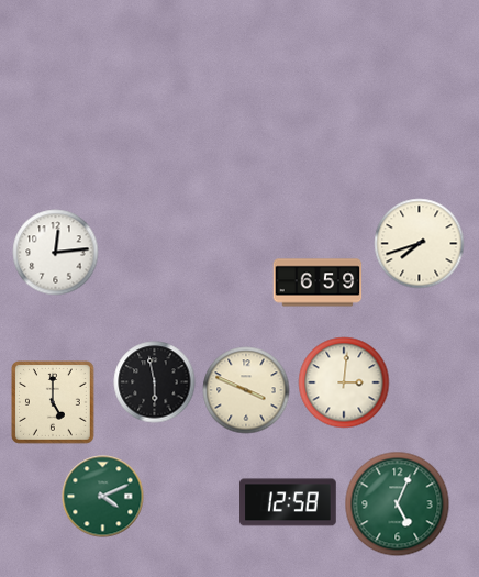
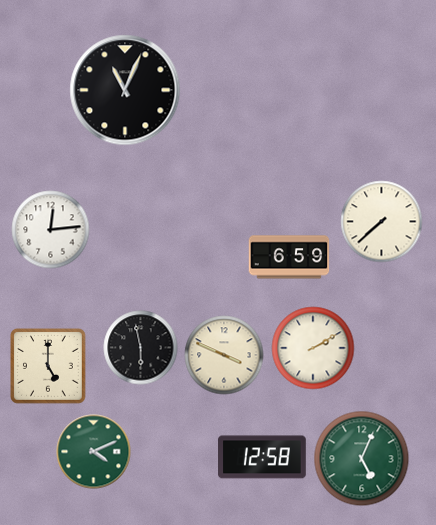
clock at (125, 90): none -> 11:04
clock at (420, 244): 7:42 -> 7:38
clock at (344, 382): 3:01 -> 2:10
